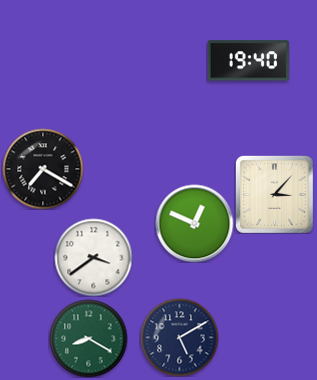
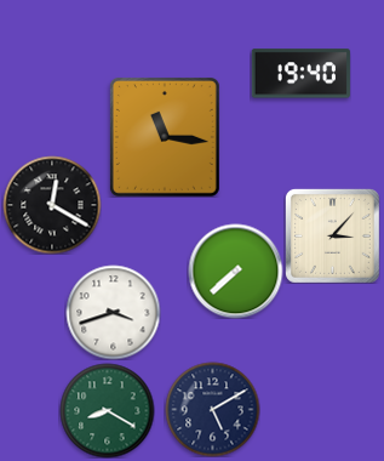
clock at (165, 137): none -> 11:16
clock at (43, 169): 7:20 -> 12:20
clock at (194, 223): 12:49 -> 7:38
clock at (93, 257): 3:39 -> 3:42
clock at (179, 337) position: (179, 337) -> (212, 409)
